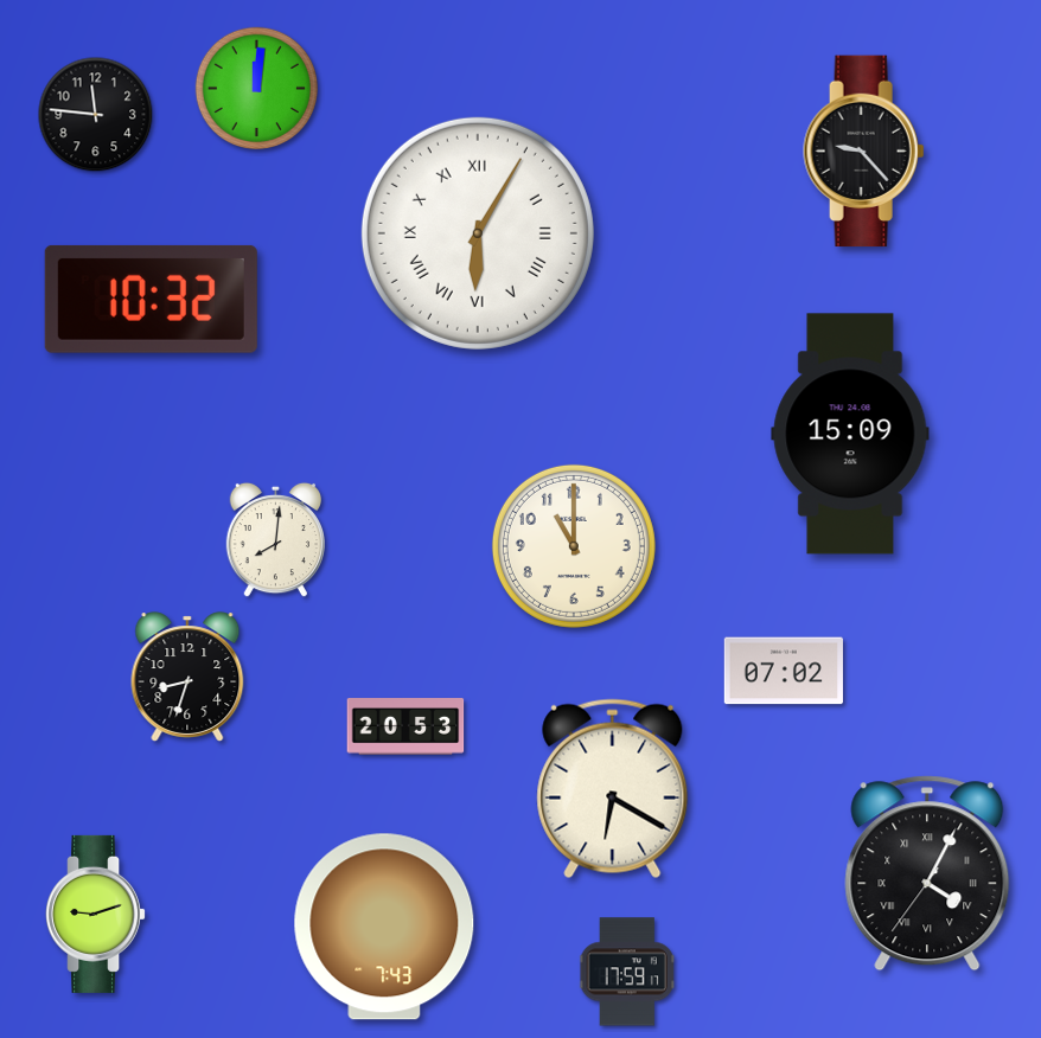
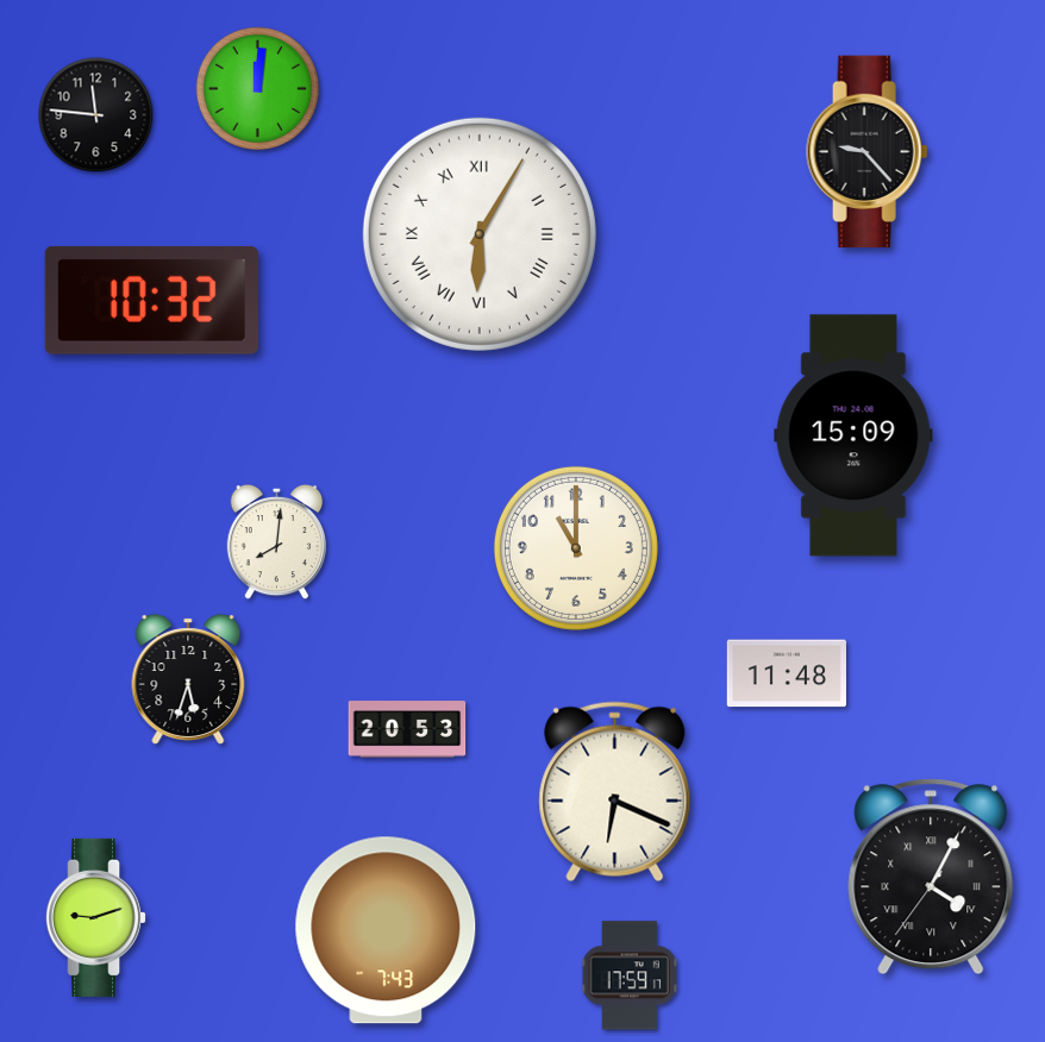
clock at (784, 671): 07:02 -> 11:48
clock at (187, 677): 8:33 -> 5:33
clock at (613, 789): 6:20 -> 6:19
